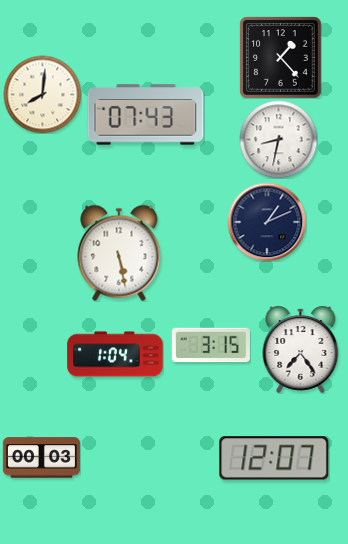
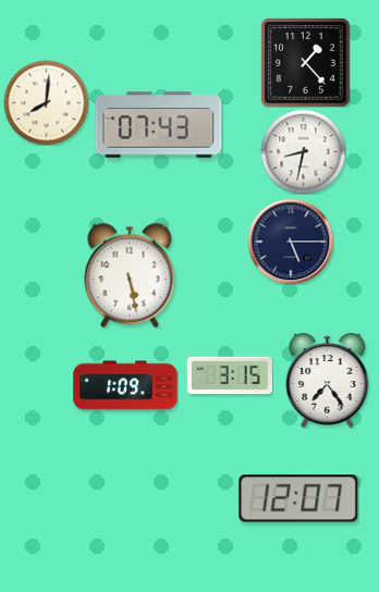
clock at (267, 222): 1:11 -> 5:15
clock at (115, 354): 1:04 -> 1:09
clock at (41, 458): 00:03 -> none
